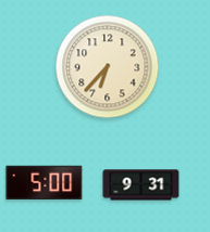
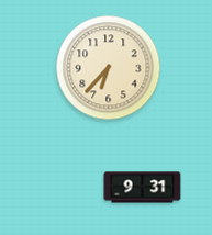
clock at (45, 183): 5:00 -> none
